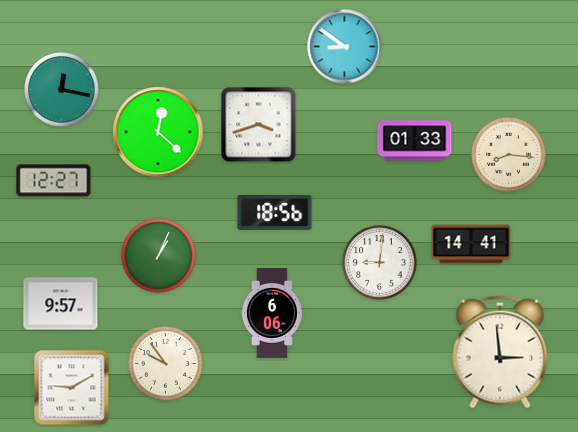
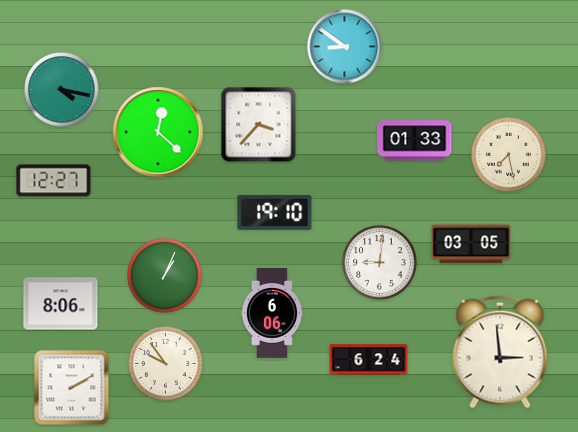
clock at (62, 90): 12:17 -> 4:17
clock at (259, 125): 3:42 -> 3:37
clock at (509, 155): 8:16 -> 7:28
clock at (275, 212): 18:56 -> 19:10
clock at (471, 244): 14:41 -> 03:05
clock at (159, 256) position: (159, 256) -> (165, 276)
clock at (61, 304): 9:57 -> 8:06
clock at (369, 360): none -> 6:24
clock at (72, 388): 9:10 -> 2:10
